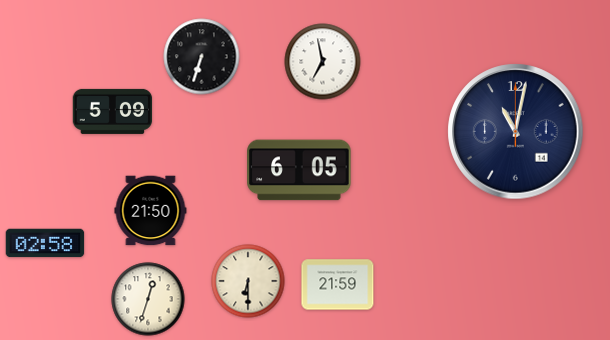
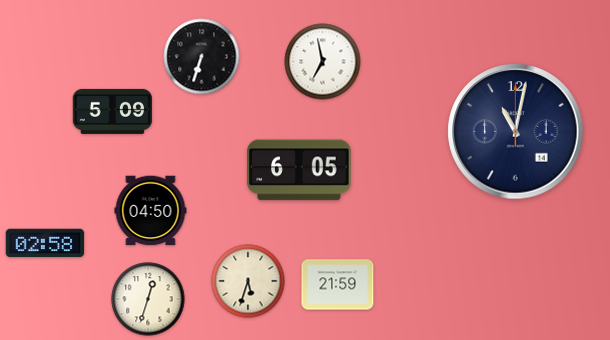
clock at (151, 211): 21:50 -> 04:50
clock at (248, 281): 6:30 -> 5:33
